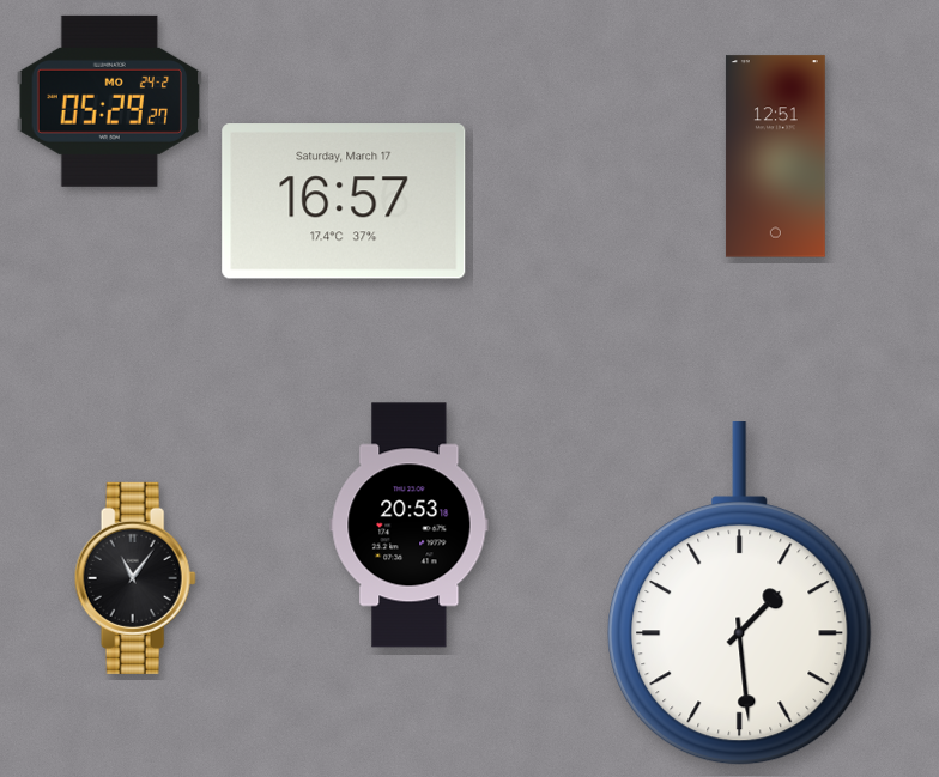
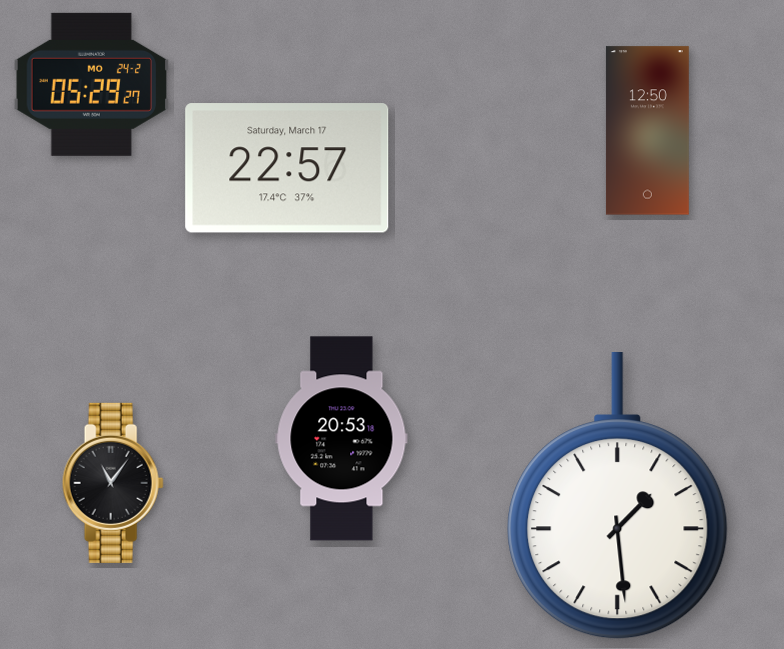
clock at (775, 157): 12:51 -> 12:50
clock at (344, 201): 16:57 -> 22:57
